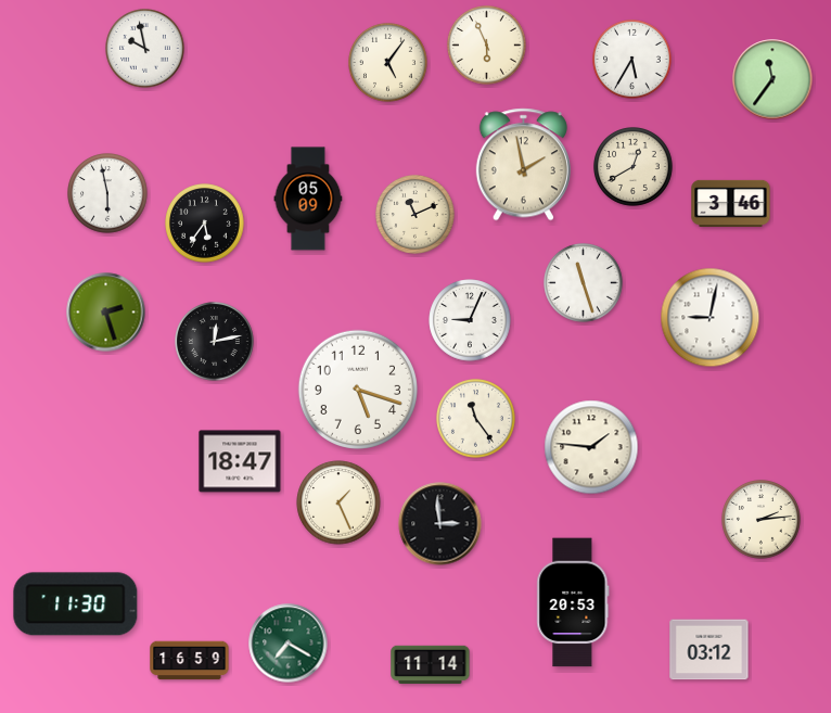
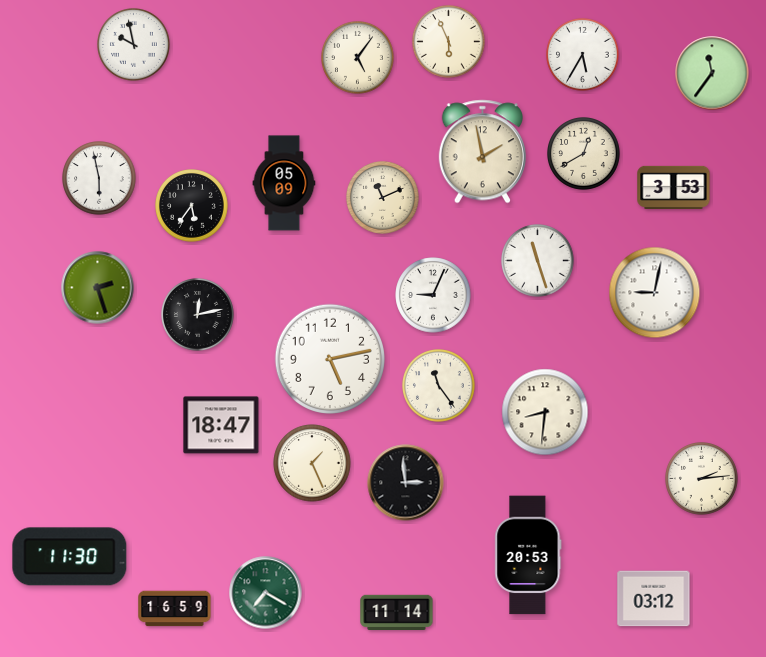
clock at (731, 203): 3:46 -> 3:53
clock at (205, 224) position: (205, 224) -> (192, 206)
clock at (357, 389): 5:18 -> 5:13
clock at (591, 447): 1:46 -> 8:31
